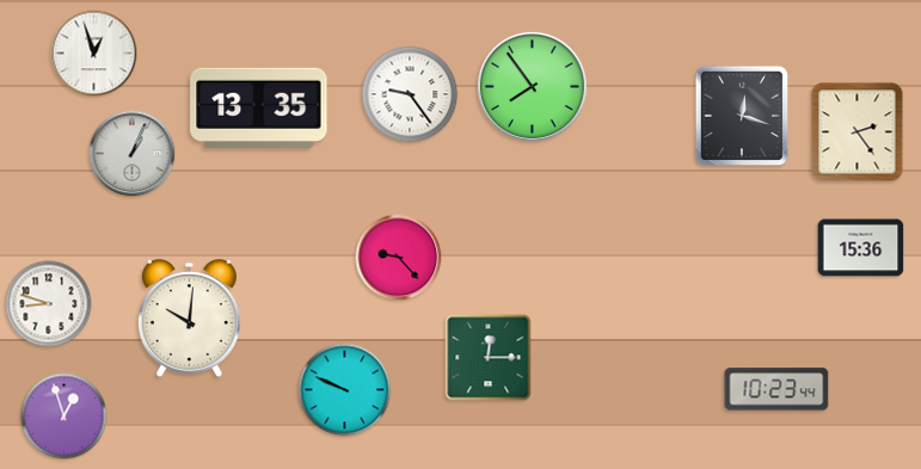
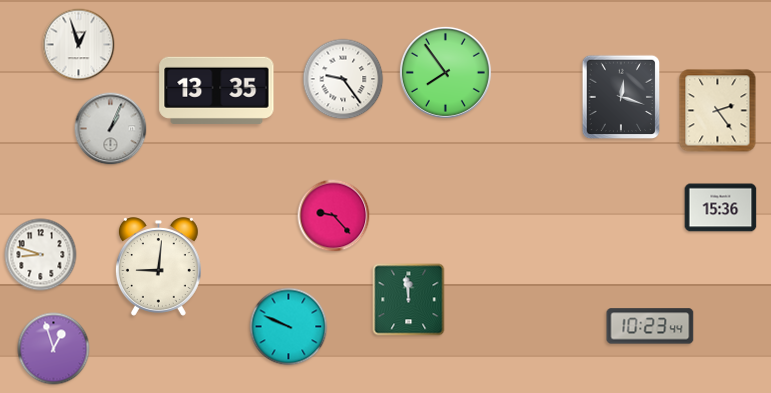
clock at (189, 319): 10:01 -> 9:01
clock at (489, 358): 12:15 -> 11:59
